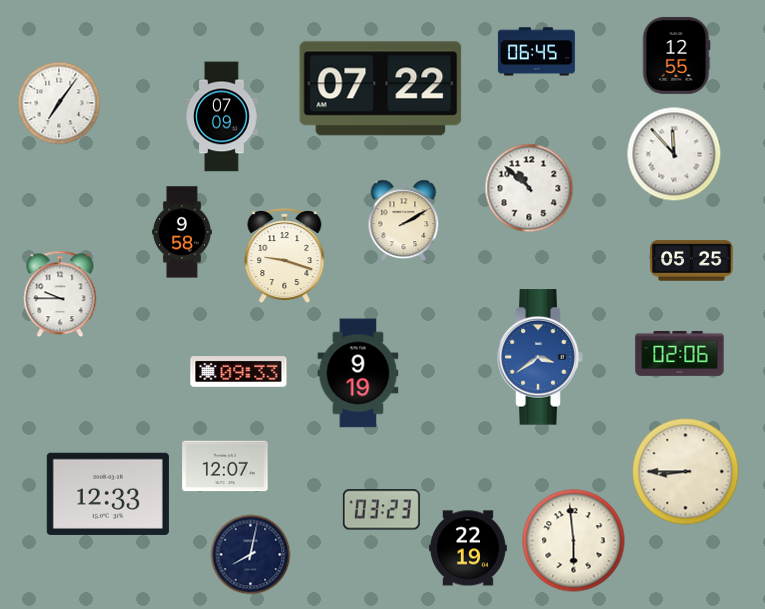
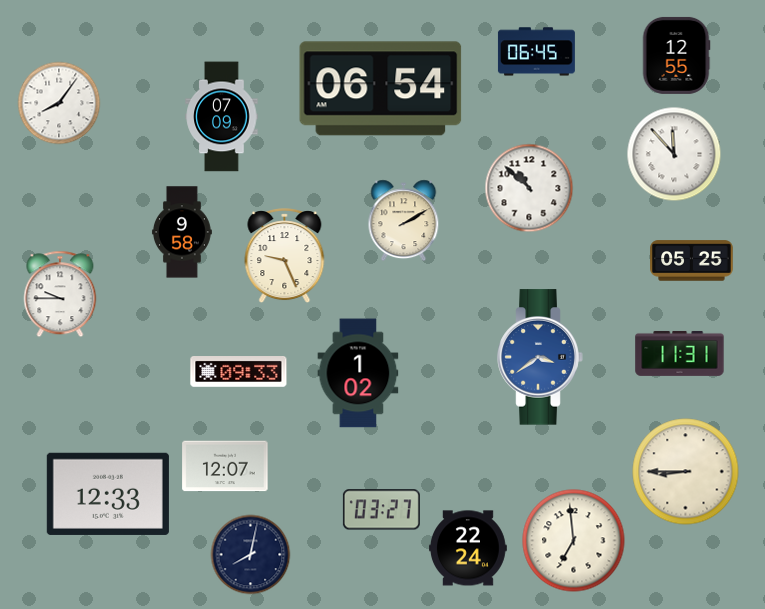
clock at (381, 89): 07:22 -> 06:54
clock at (59, 103): 7:06 -> 8:06
clock at (285, 256): 9:18 -> 9:26
clock at (680, 353): 02:06 -> 11:31
clock at (358, 373): 9:19 -> 1:02
clock at (381, 510): 03:23 -> 03:27
clock at (574, 541): 5:59 -> 6:59
clock at (468, 548): 22:19 -> 22:24
